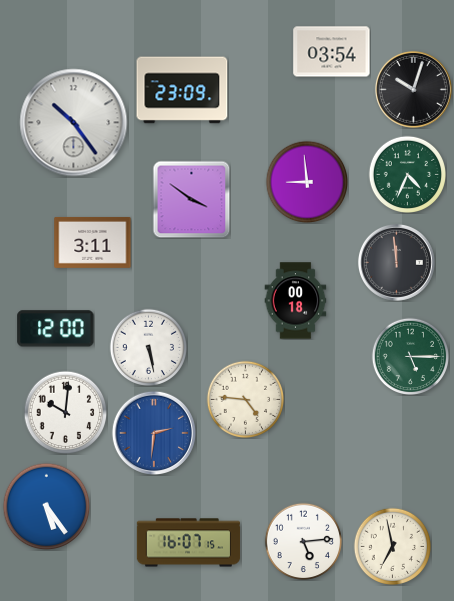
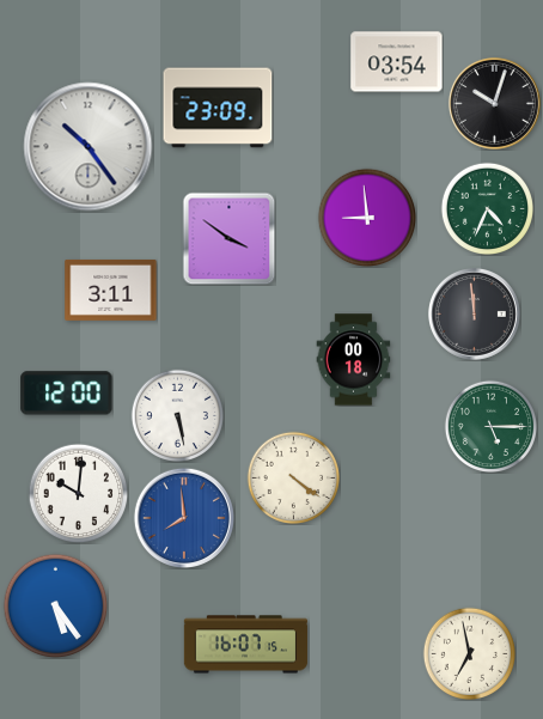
clock at (413, 89) position: (413, 89) -> (494, 103)
clock at (245, 399): 4:46 -> 4:21
clock at (153, 432): 2:31 -> 7:59
clock at (303, 541): 5:14 -> none
clock at (189, 543) position: (189, 543) -> (246, 645)
